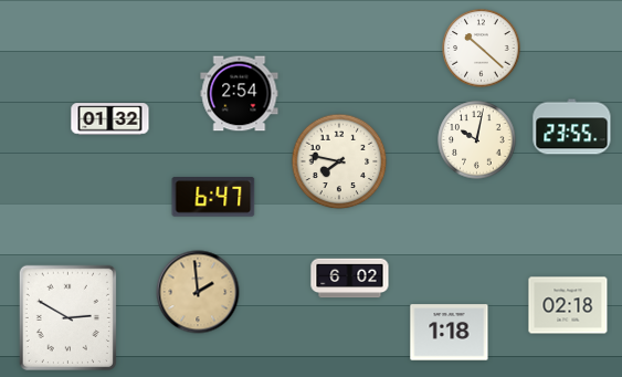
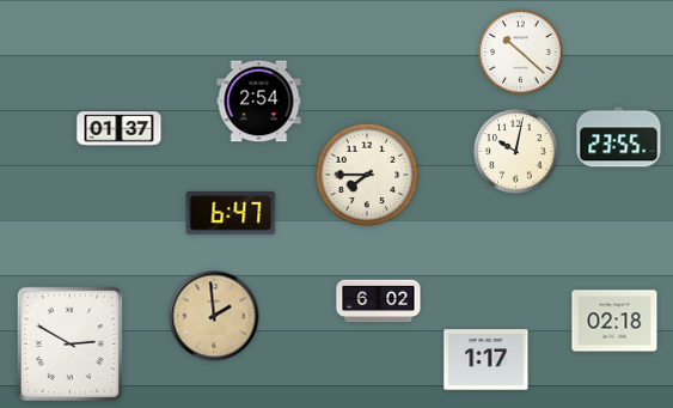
clock at (110, 119): 01:32 -> 01:37
clock at (339, 161): 7:47 -> 7:45
clock at (568, 305) position: (568, 305) -> (614, 321)
clock at (67, 317) position: (67, 317) -> (69, 343)
clock at (450, 333): 1:18 -> 1:17
